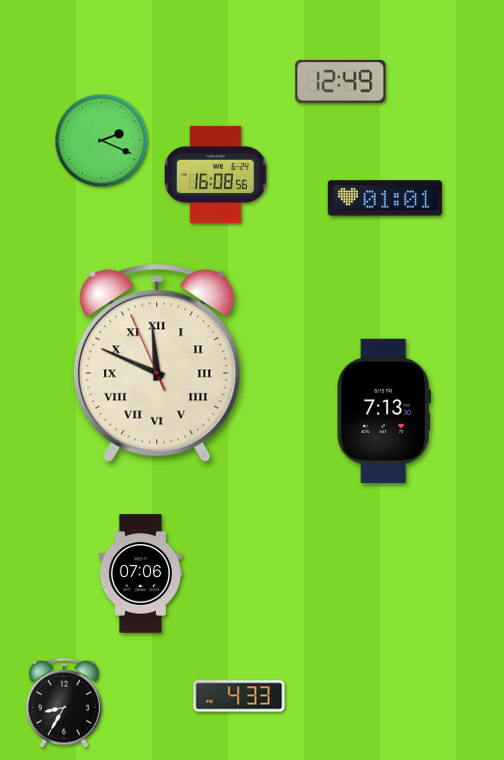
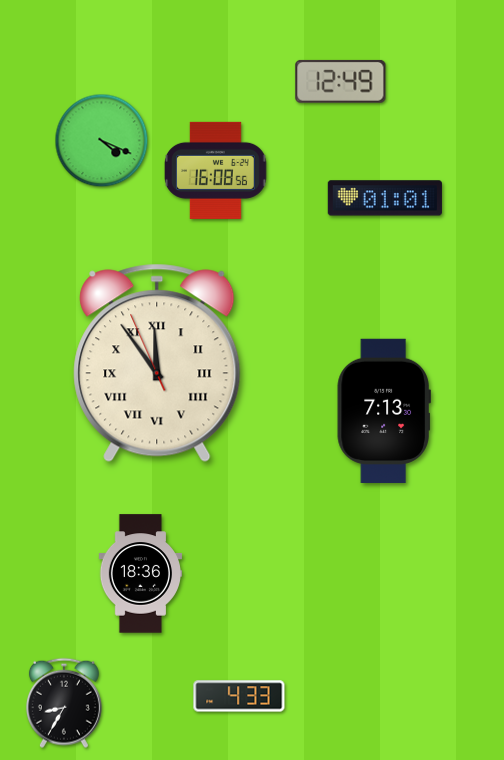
clock at (102, 141): 2:19 -> 4:19
clock at (216, 174) position: (216, 174) -> (216, 170)
clock at (157, 363): 11:48 -> 11:53
clock at (140, 574): 07:06 -> 18:36
